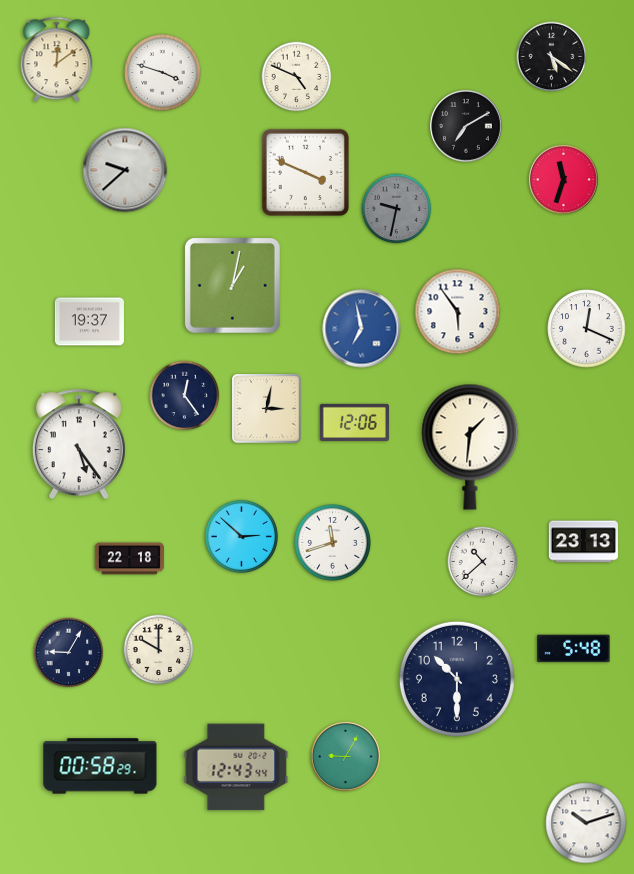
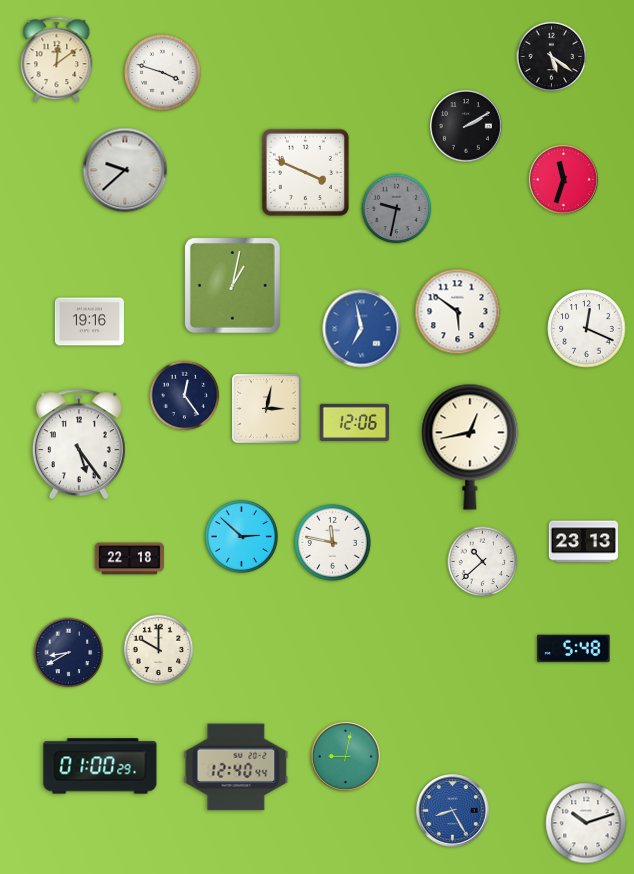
clock at (297, 77): 4:49 -> none
clock at (466, 126): 7:10 -> 2:10
clock at (458, 312): 5:54 -> 5:51
clock at (89, 322): 19:37 -> 19:16
clock at (470, 447): 1:31 -> 12:43
clock at (333, 543): 11:42 -> 11:47
clock at (69, 653): 9:05 -> 8:40
clock at (457, 679): 10:30 -> none
clock at (345, 756): 9:05 -> 9:02
clock at (100, 766): 00:58 -> 01:00
clock at (236, 767): 12:43 -> 12:40
clock at (453, 811): none -> 8:25
